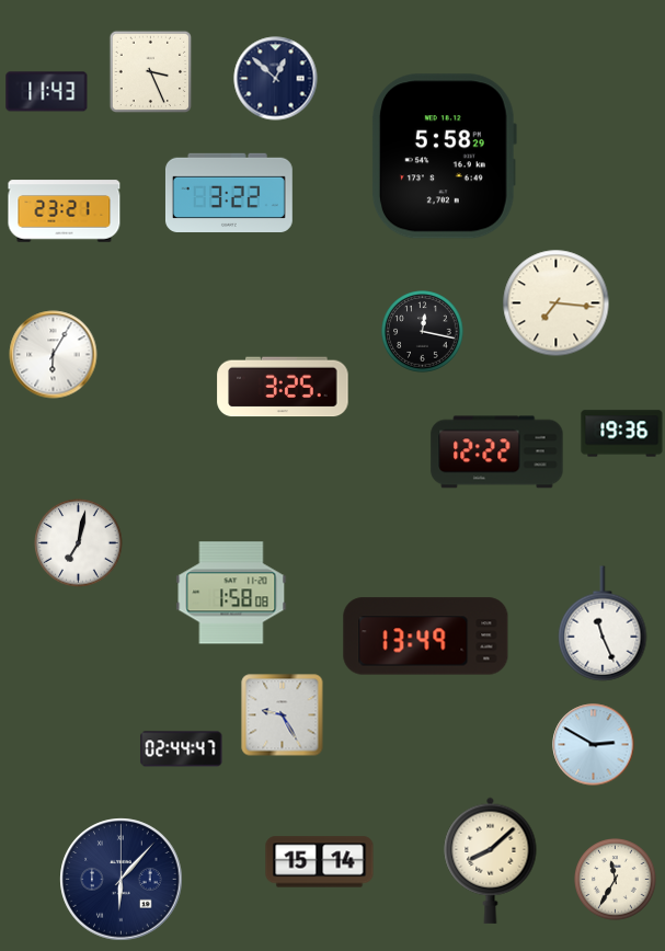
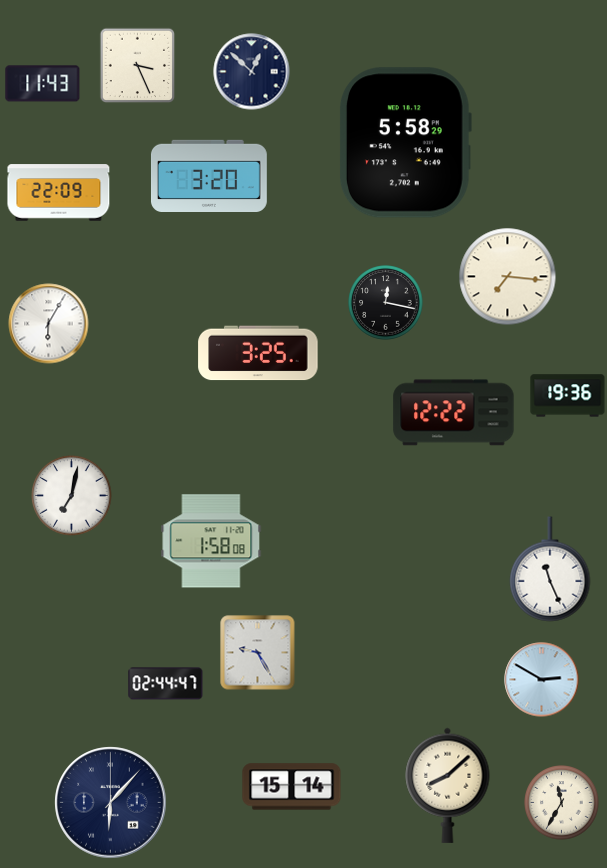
clock at (229, 192): 3:22 -> 3:20
clock at (65, 211): 23:21 -> 22:09
clock at (426, 637): 13:49 -> none
